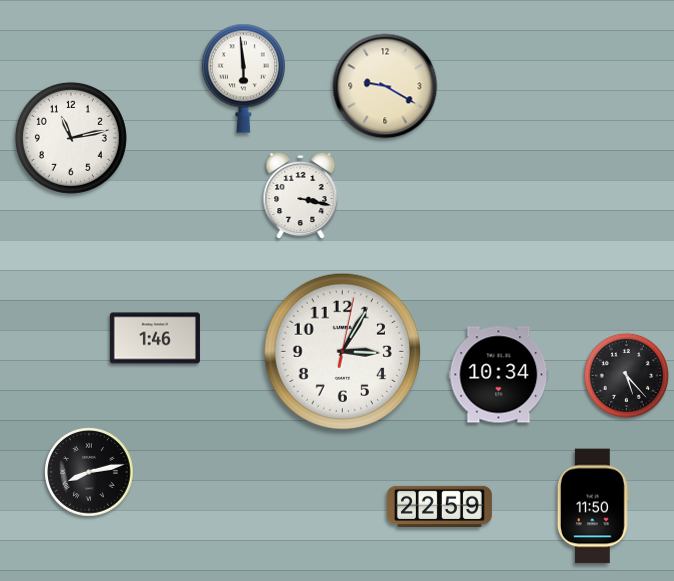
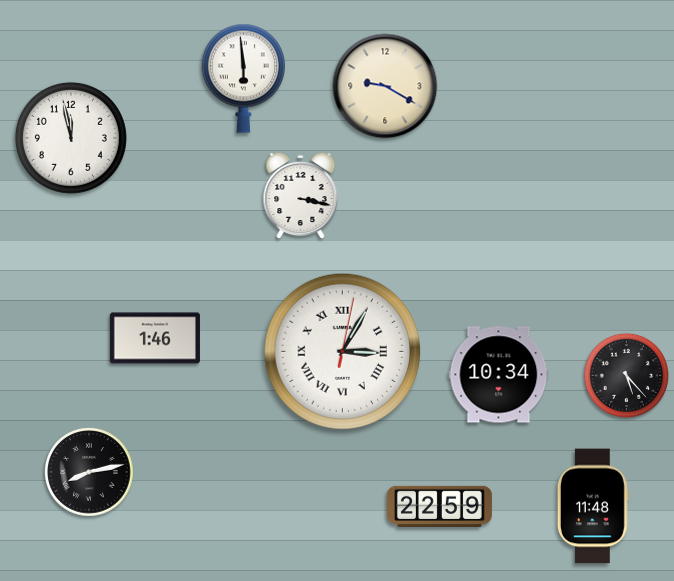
clock at (71, 138): 11:13 -> 11:58
clock at (342, 351) numerals: Arabic -> Roman
clock at (593, 506): 11:50 -> 11:48
